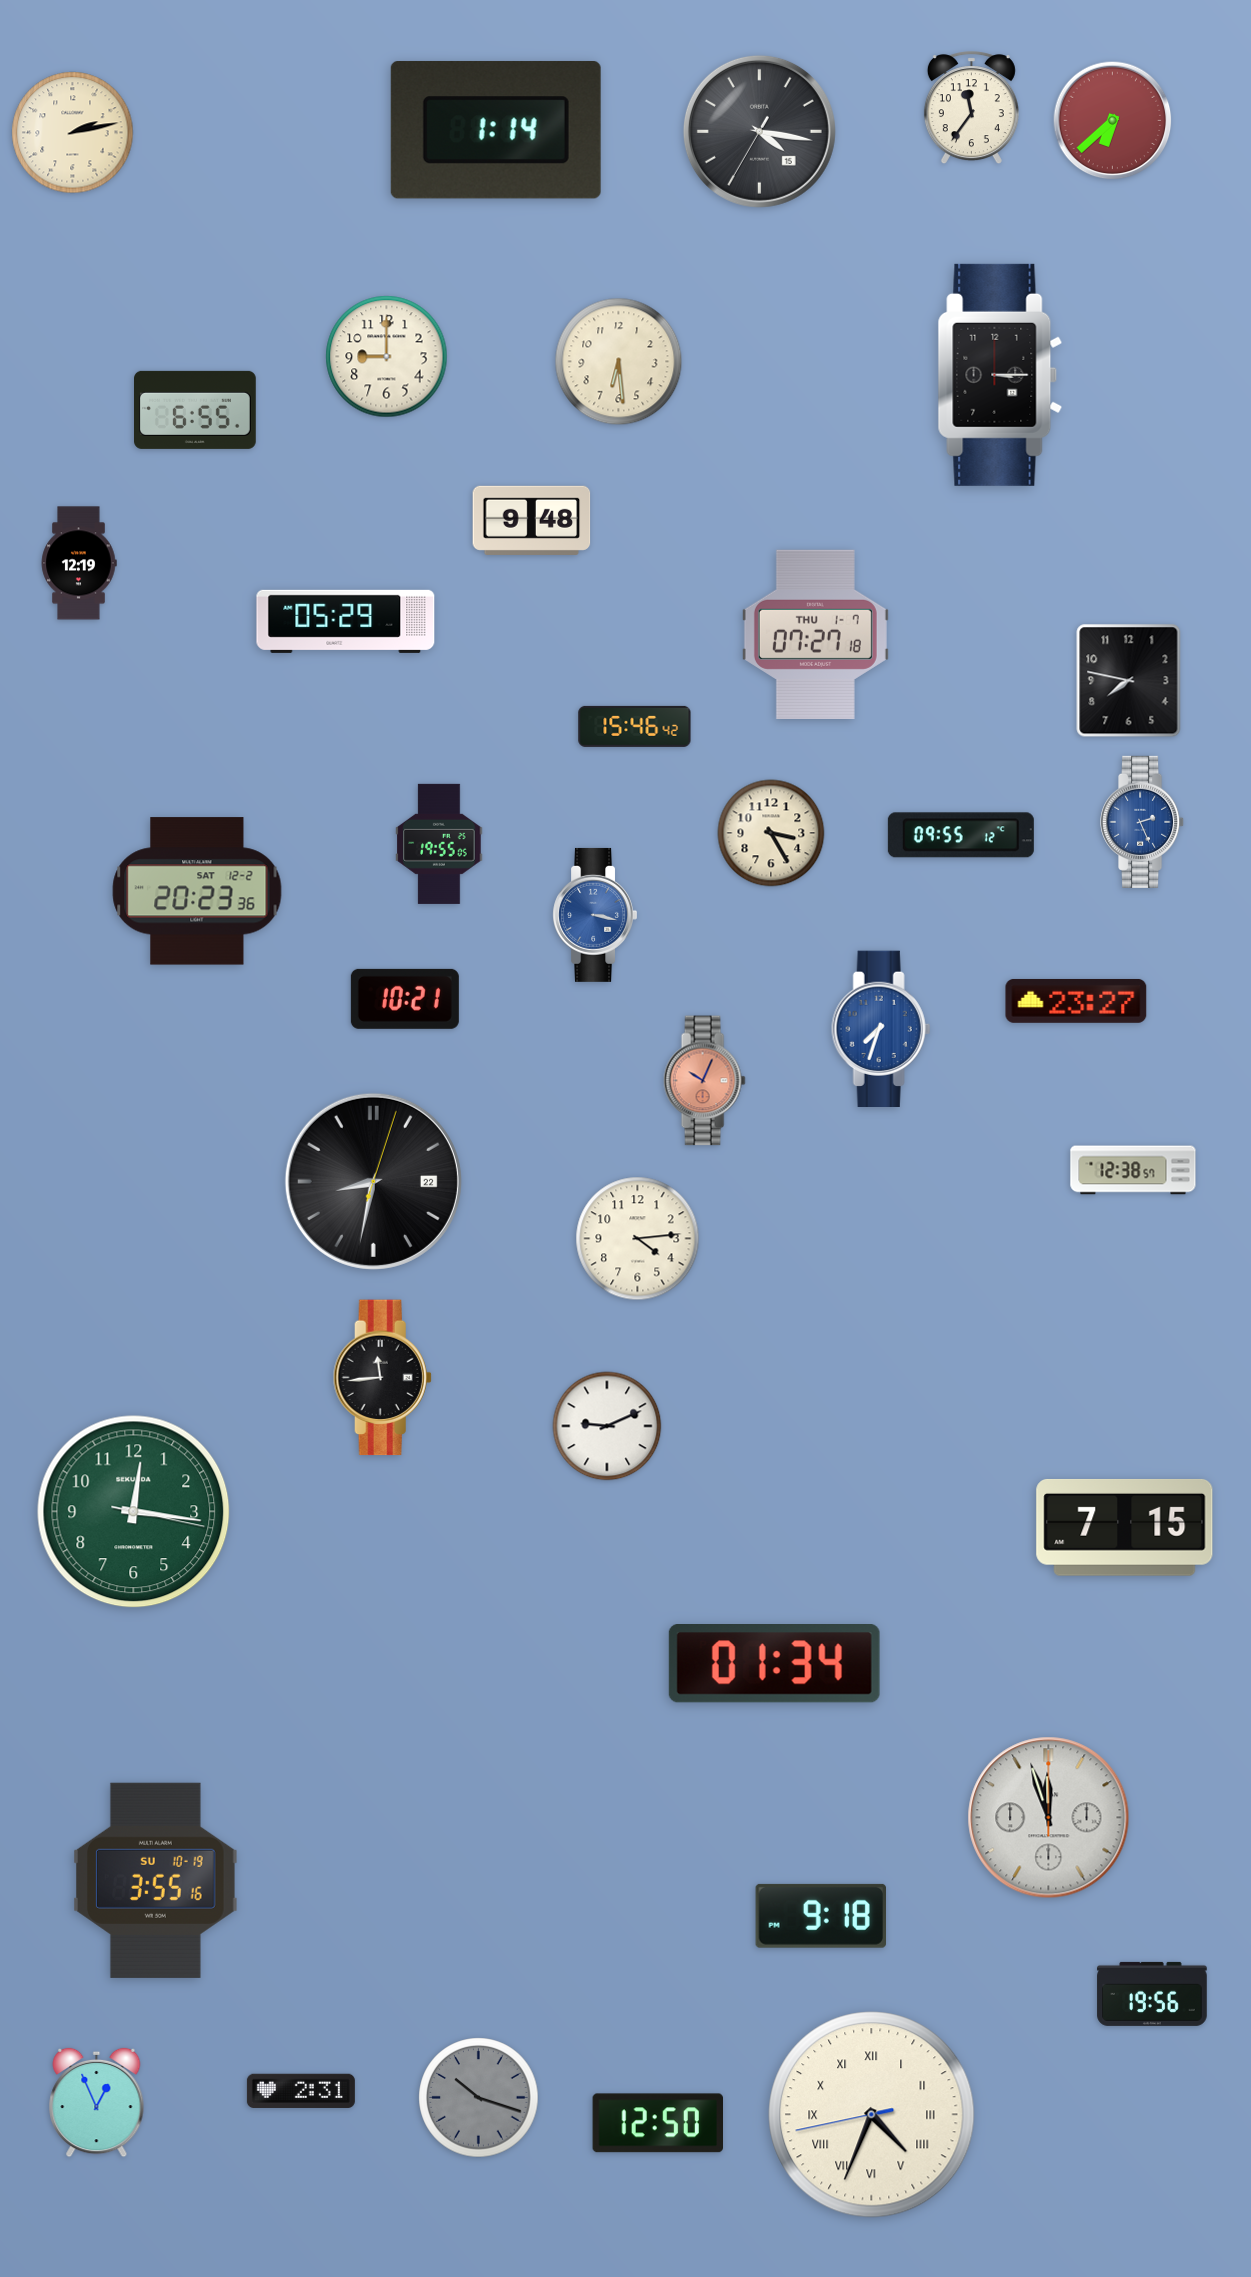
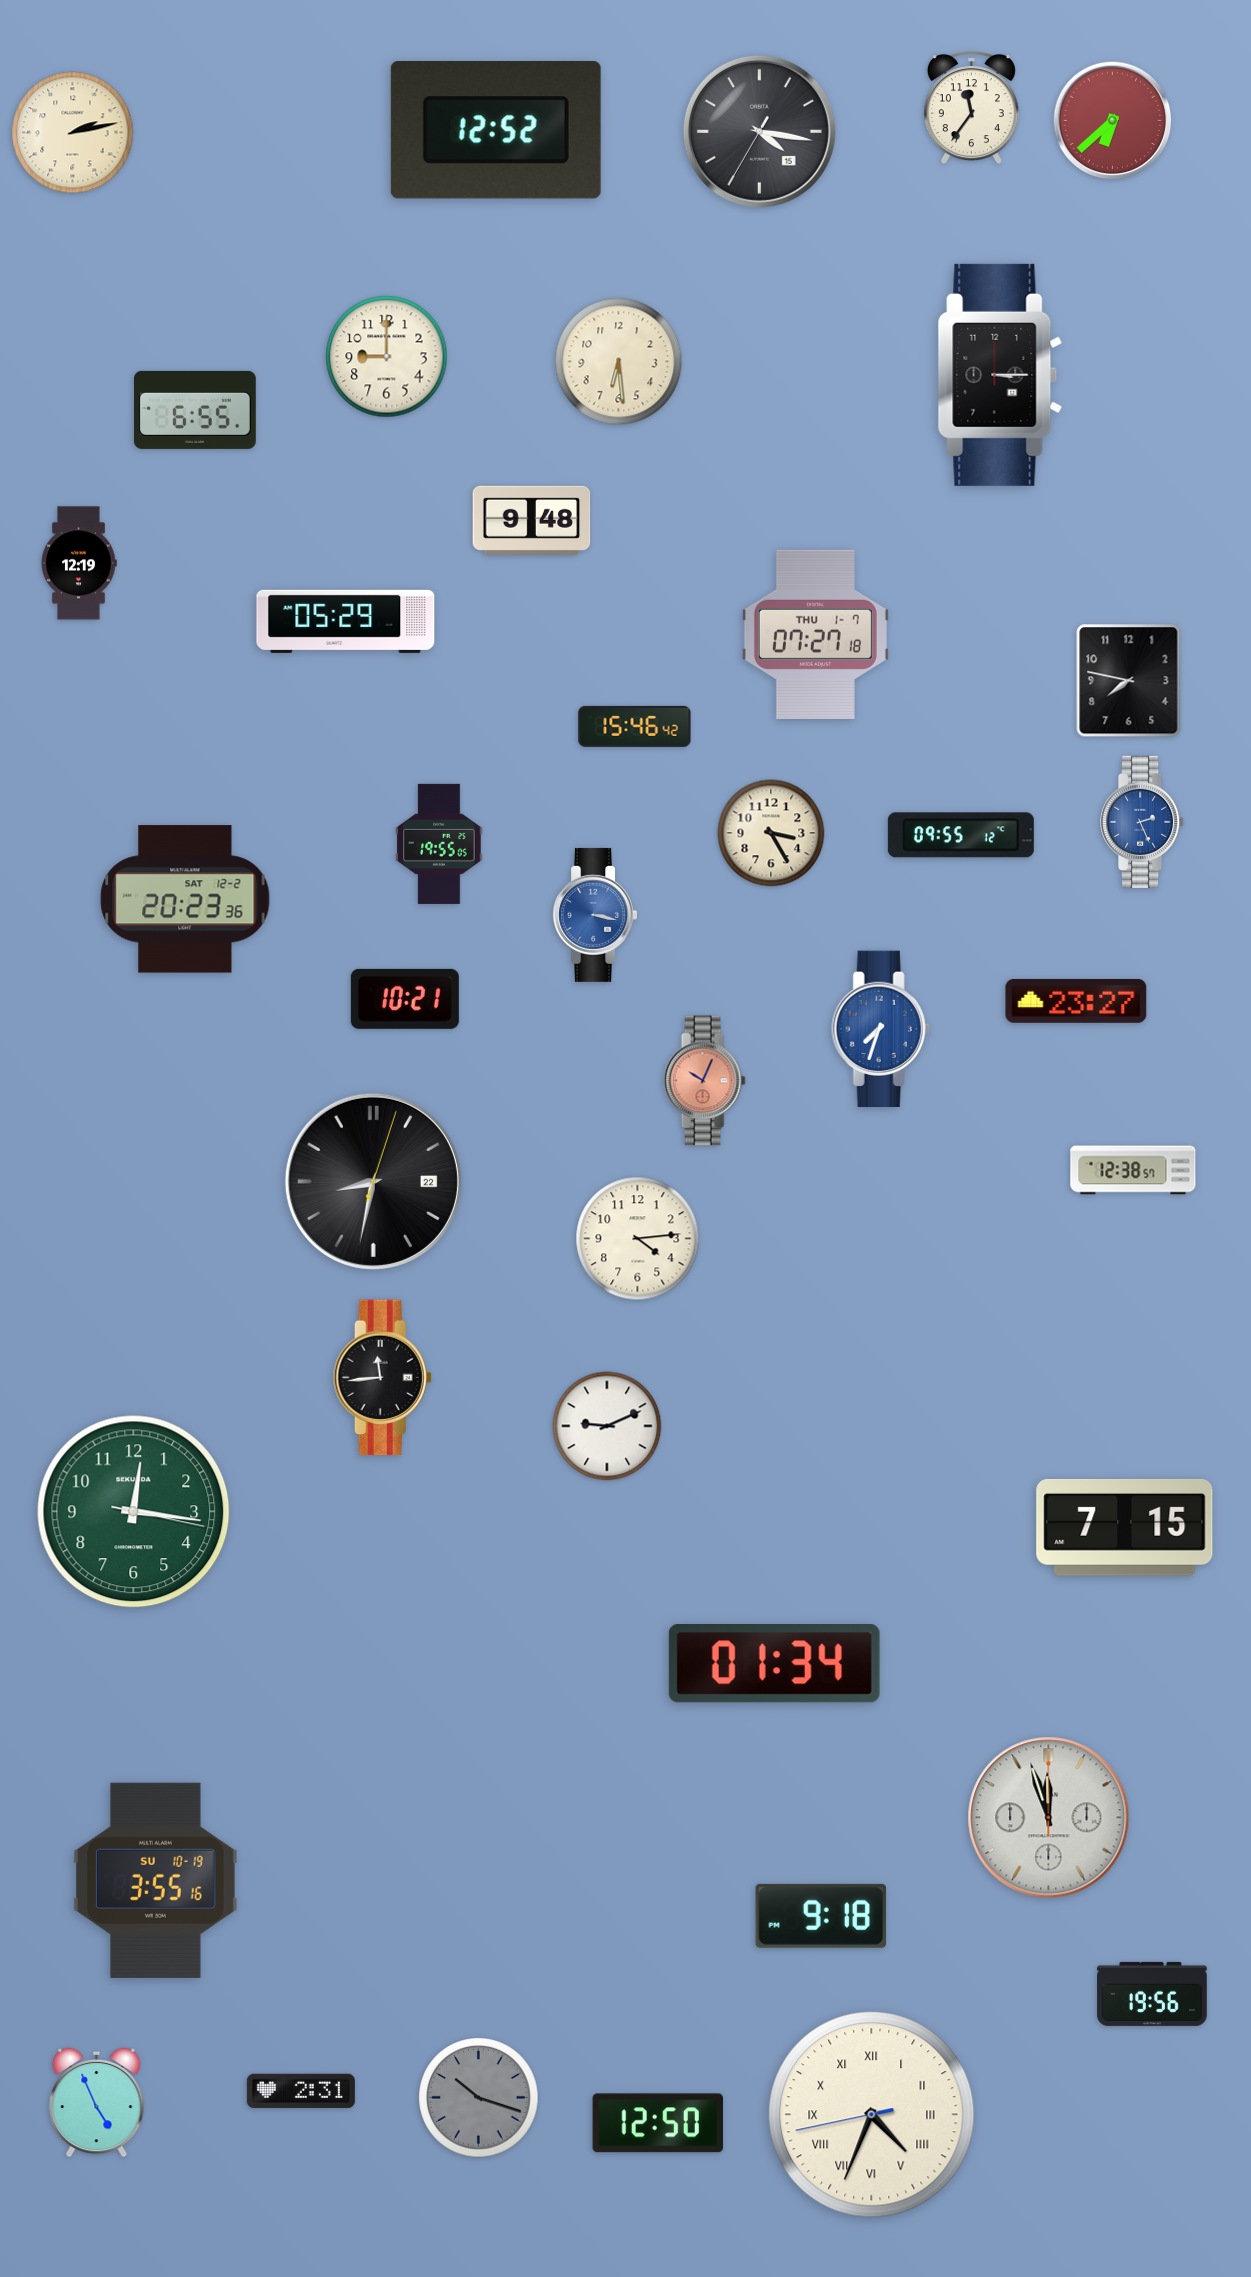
clock at (496, 130): 1:14 -> 12:52
clock at (197, 891) position: (197, 891) -> (185, 899)
clock at (97, 2103): 12:56 -> 4:56
